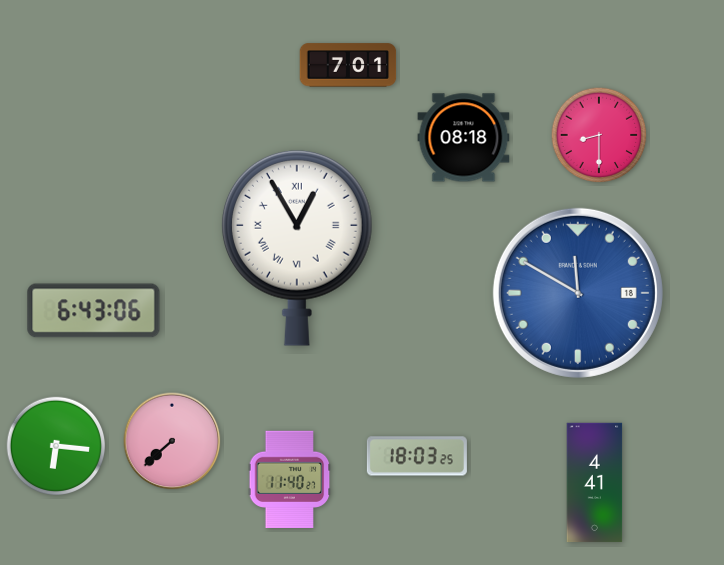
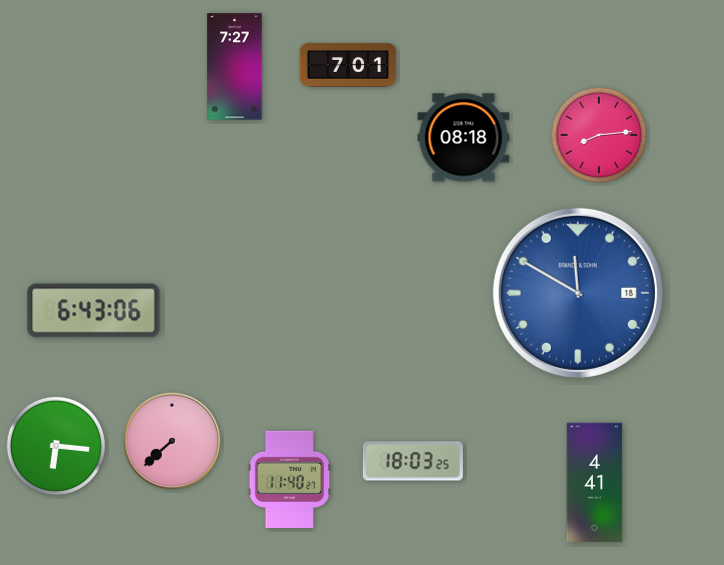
clock at (235, 67): none -> 7:27
clock at (599, 135): 8:30 -> 8:14
clock at (297, 248): 12:55 -> none
clock at (417, 456) position: (417, 456) -> (413, 461)
